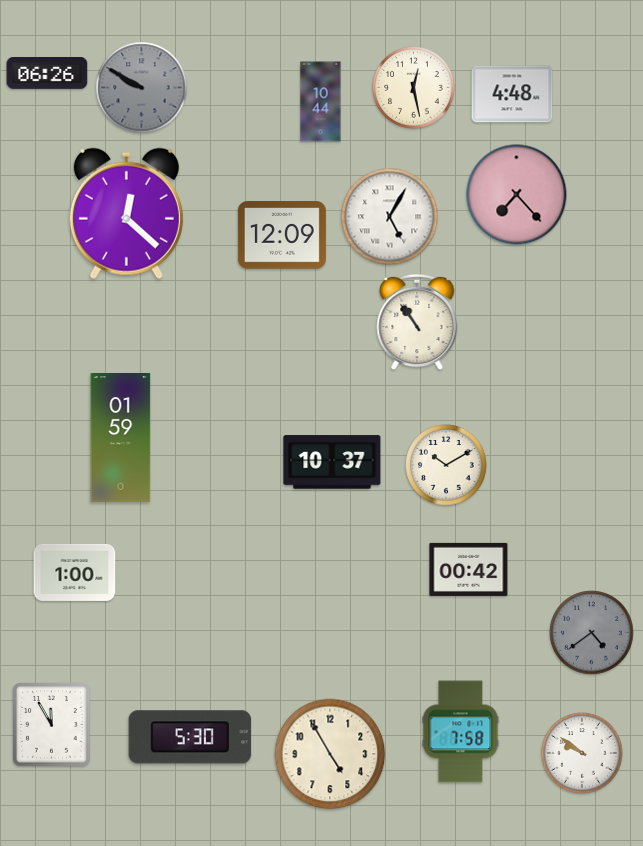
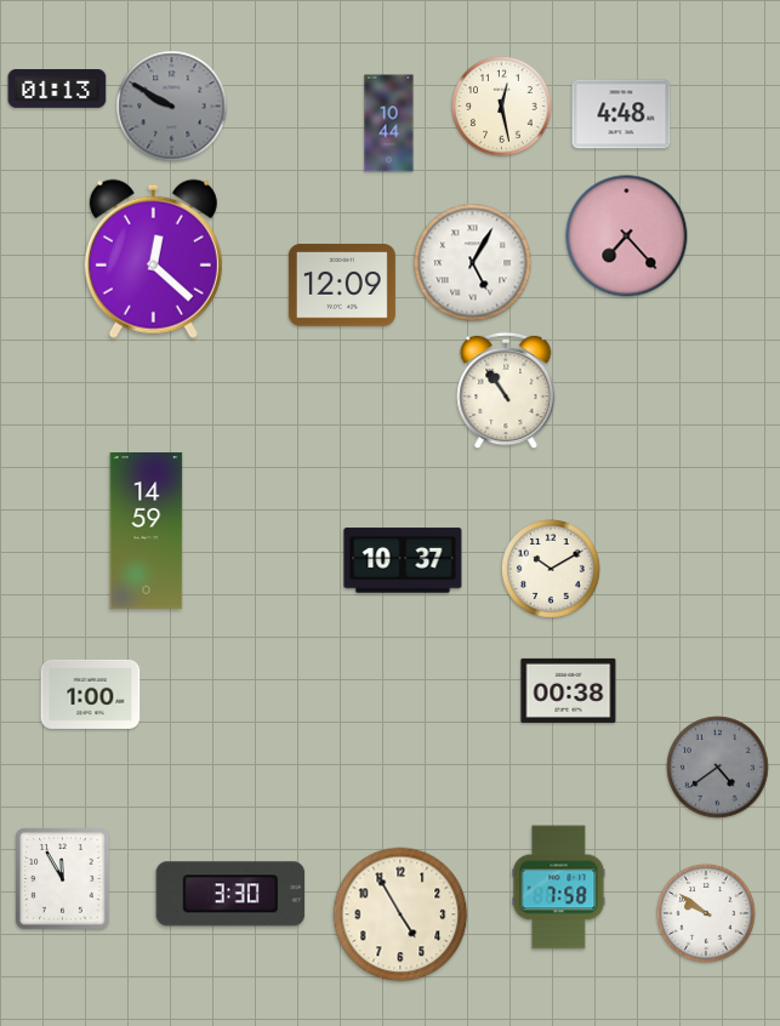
clock at (47, 74): 06:26 -> 01:13
clock at (121, 438): 01:59 -> 14:59
clock at (446, 465) position: (446, 465) -> (551, 569)
clock at (469, 569): 00:42 -> 00:38
clock at (190, 737): 5:30 -> 3:30
